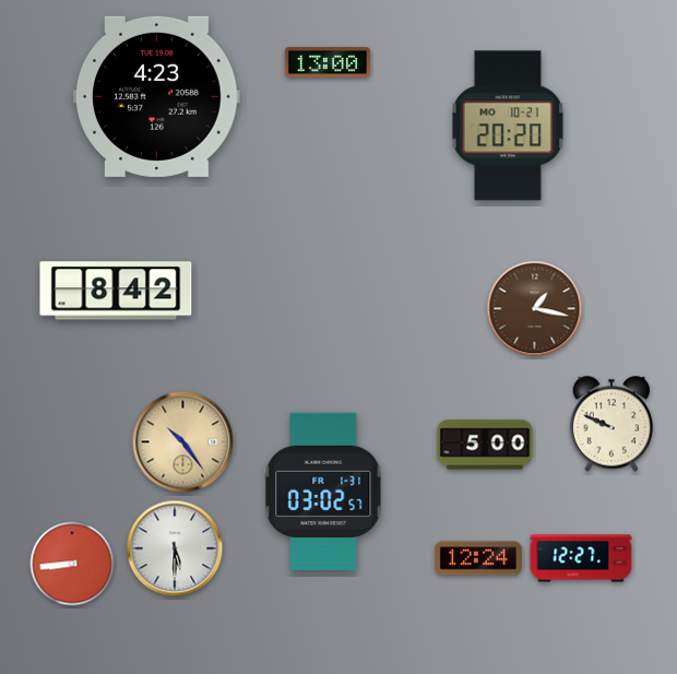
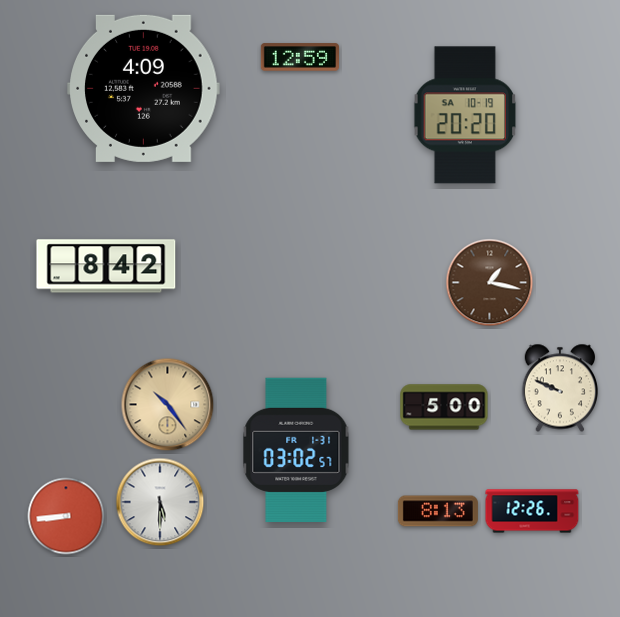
clock at (328, 62): 13:00 -> 12:59
clock at (157, 96): 4:23 -> 4:09
clock at (508, 126) date: MO 10-21 -> SA 10-19
clock at (478, 558): 12:24 -> 8:13
clock at (581, 558): 12:27 -> 12:26
